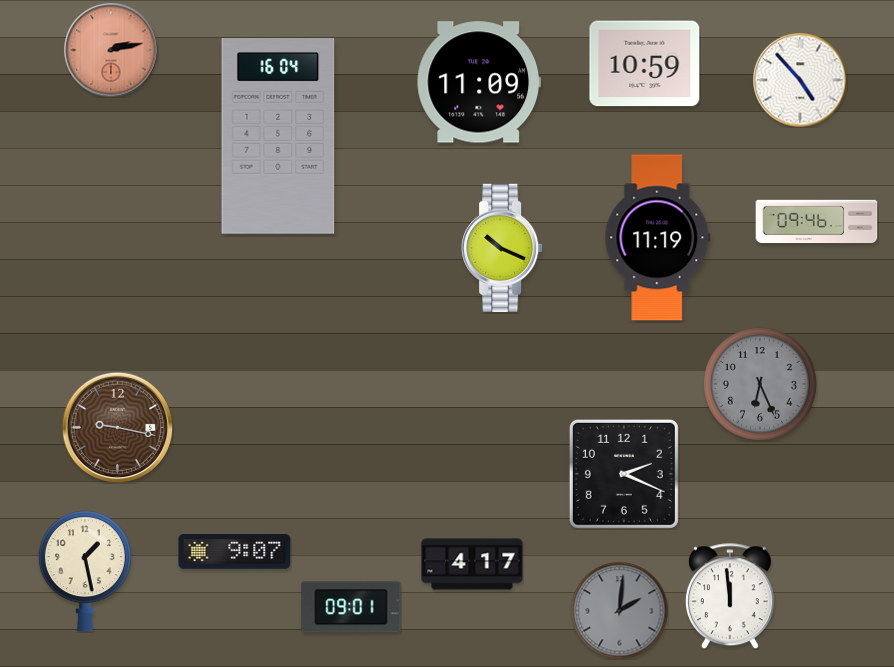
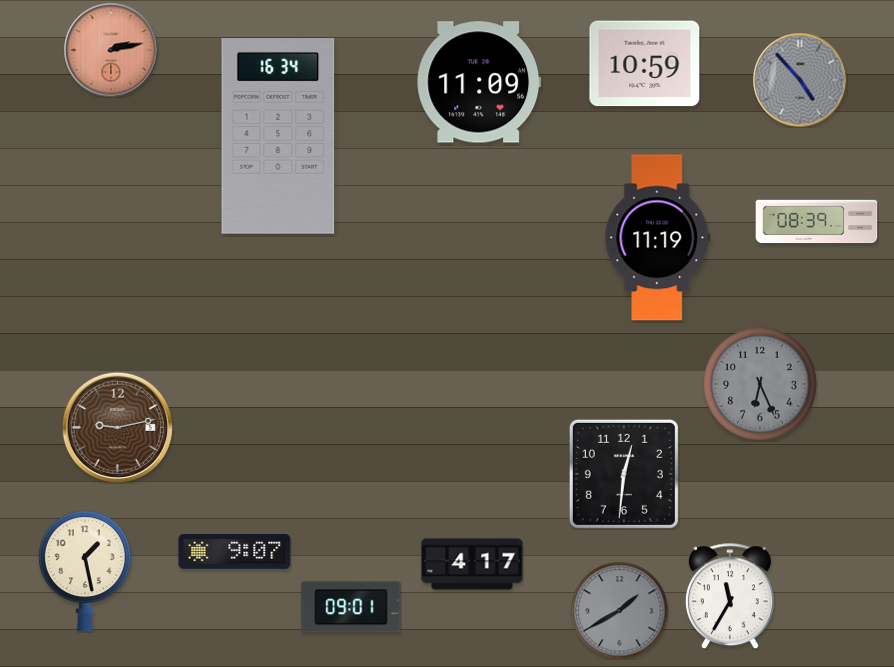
clock at (800, 80) dial: white -> grey
clock at (278, 137): 16:04 -> 16:34
clock at (817, 222): 09:46 -> 08:39
clock at (502, 248): 10:19 -> none
clock at (117, 427): 9:17 -> 9:13
clock at (624, 474): 2:19 -> 12:31
clock at (730, 596): 11:59 -> 11:35
clock at (619, 610): 2:01 -> 1:40
